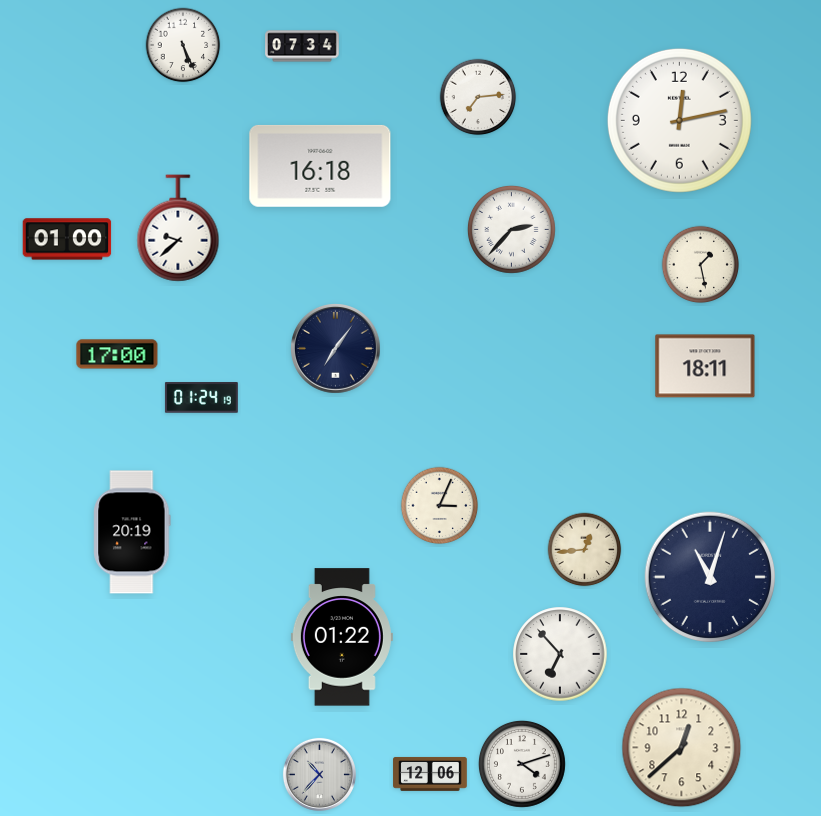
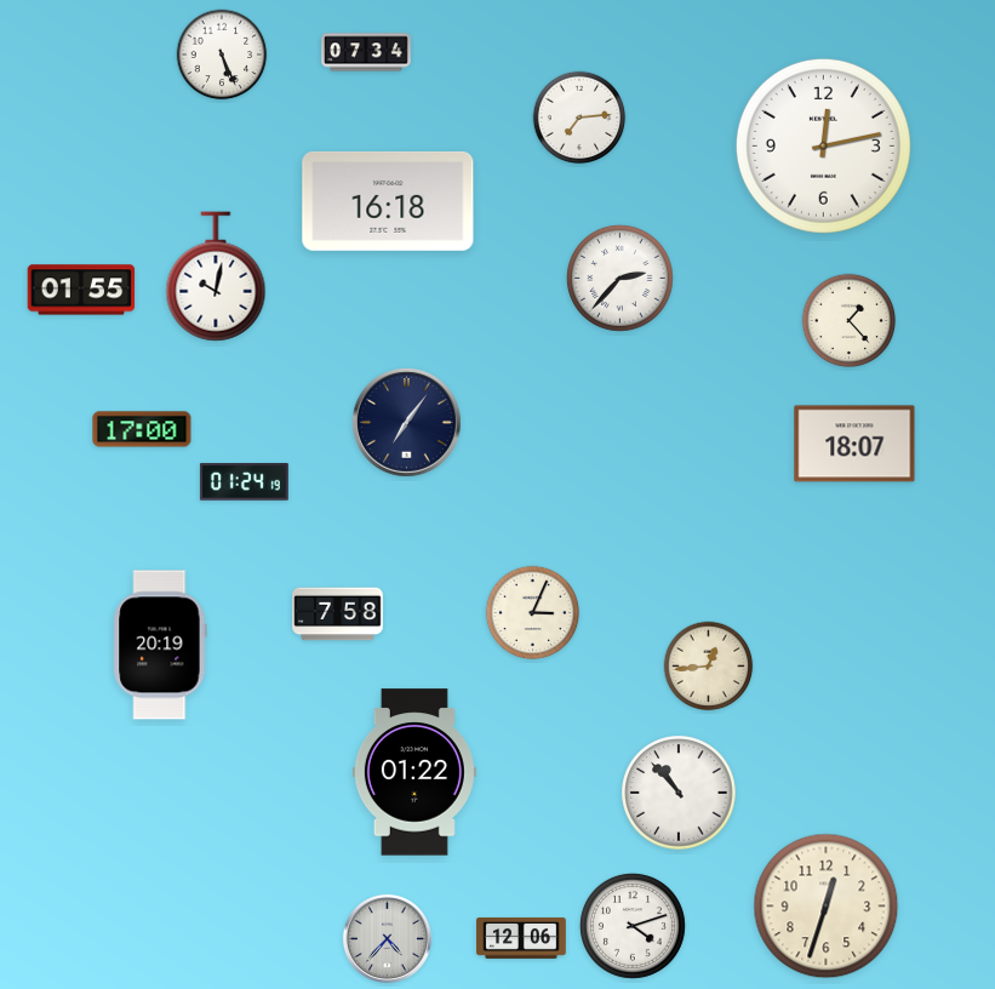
clock at (302, 46) position: (302, 46) -> (366, 52)
clock at (178, 228): 9:38 -> 10:02
clock at (67, 239): 01:00 -> 01:55
clock at (701, 265): 1:28 -> 1:23
clock at (705, 366): 18:11 -> 18:07
clock at (338, 614): none -> 7:58
clock at (710, 577): 11:03 -> none
clock at (560, 654): 6:53 -> 10:53
clock at (682, 748): 12:38 -> 12:33
clock at (319, 774): 10:37 -> 4:37
